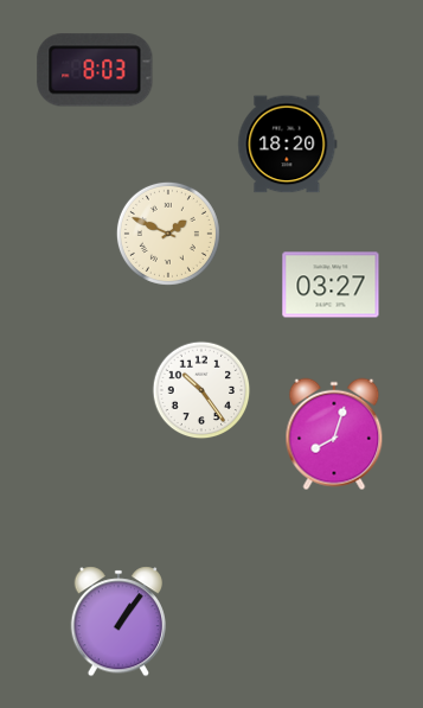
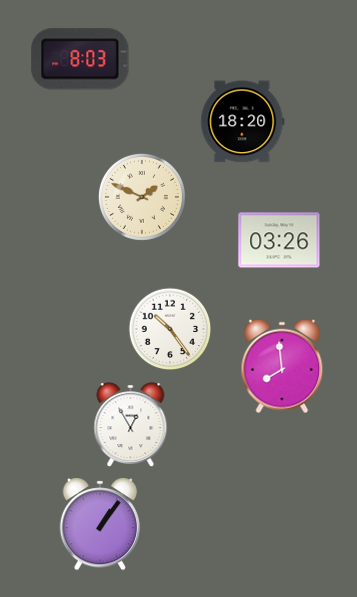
clock at (331, 285): 03:27 -> 03:26
clock at (334, 434): 8:03 -> 7:59
clock at (131, 424): none -> 12:55
